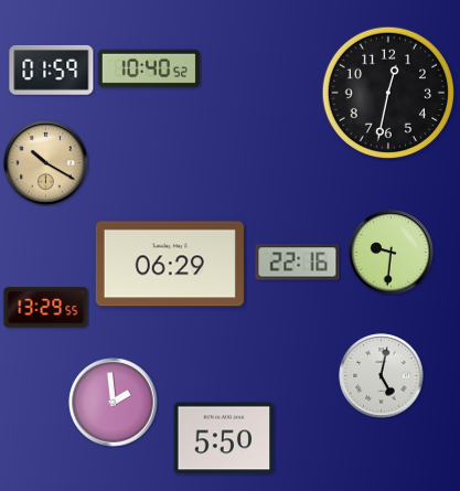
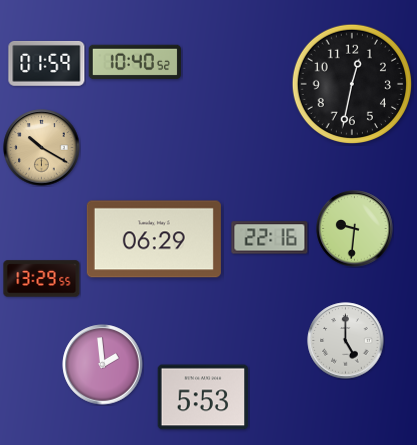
clock at (382, 376): 5:02 -> 5:00
clock at (224, 438): 5:50 -> 5:53
